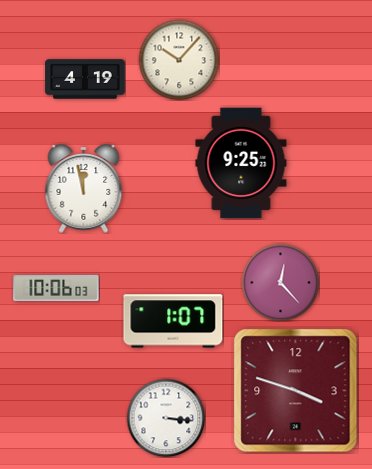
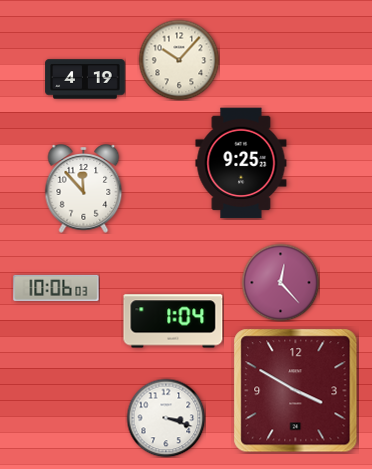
clock at (84, 189): 11:58 -> 11:53
clock at (173, 321): 1:07 -> 1:04
clock at (296, 391): 3:48 -> 3:50
clock at (166, 418): 3:16 -> 3:18
